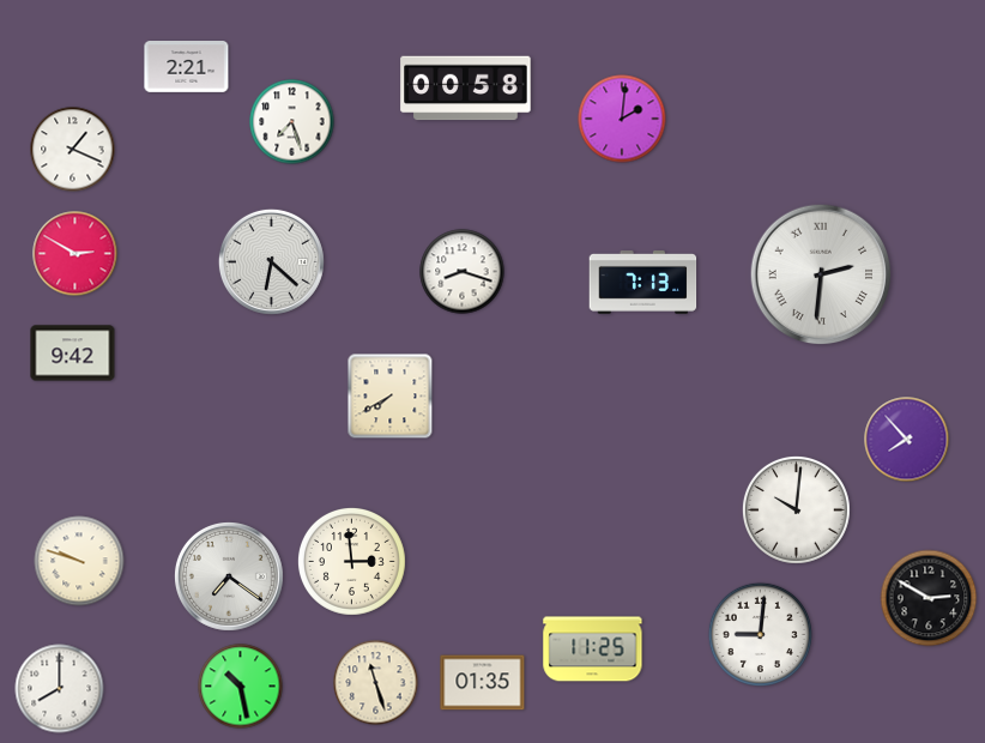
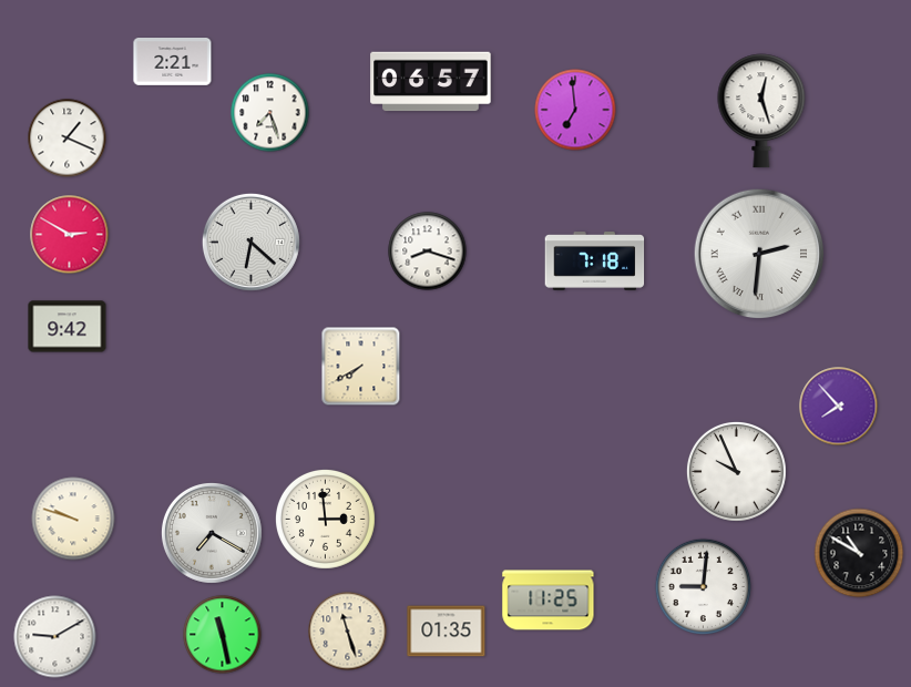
clock at (466, 89): 00:58 -> 06:57
clock at (622, 119): 2:01 -> 6:59
clock at (761, 111): none -> 12:27
clock at (643, 282): 7:13 -> 7:18
clock at (796, 509): 10:01 -> 9:56
clock at (229, 576): 7:21 -> 7:20
clock at (929, 598): 2:50 -> 10:50
clock at (241, 687): 10:28 -> 11:28
clock at (60, 689): 8:00 -> 9:10
